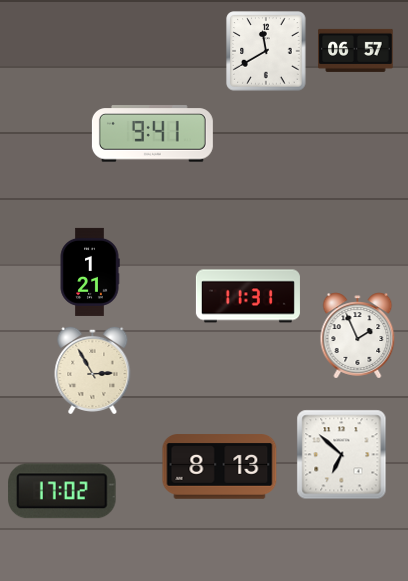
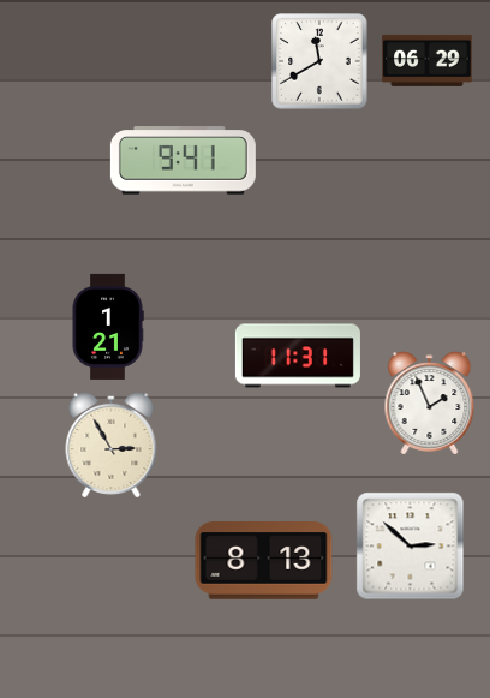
clock at (356, 50): 06:57 -> 06:29
clock at (342, 455): 6:52 -> 2:52
clock at (62, 491): 17:02 -> none
